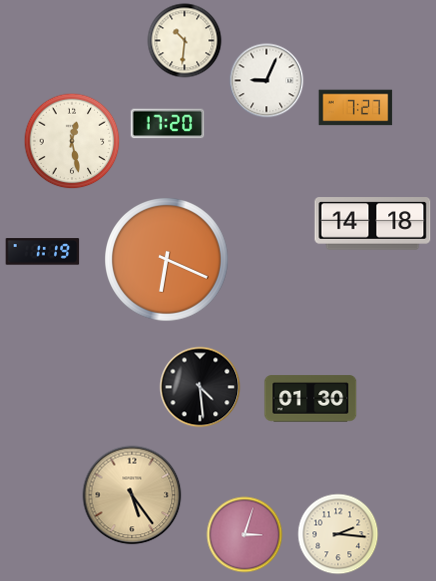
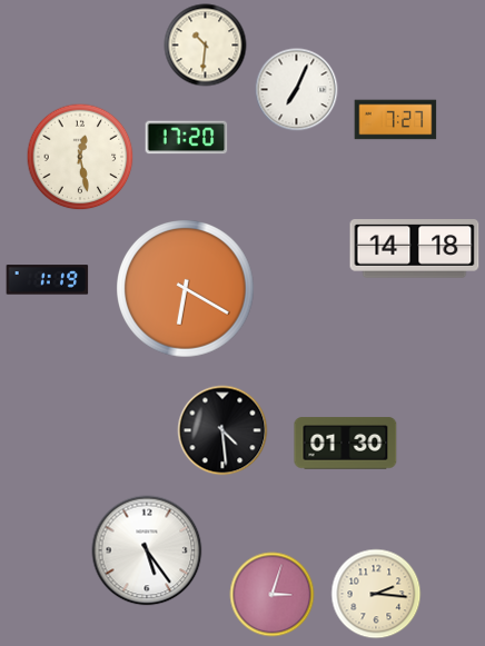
clock at (267, 81): 9:04 -> 7:04
clock at (167, 260): 6:19 -> 6:20
clock at (132, 495) dial: champagne -> white
